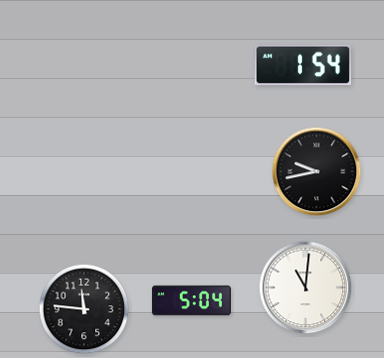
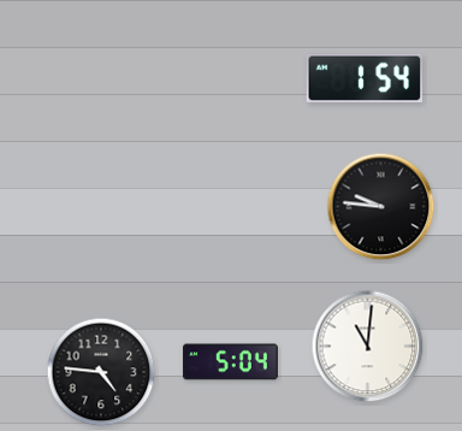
clock at (317, 172): 9:43 -> 9:46
clock at (84, 309): 11:46 -> 4:46
